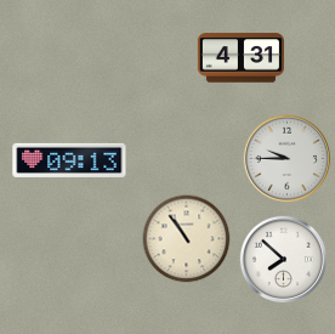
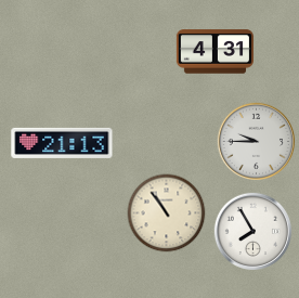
clock at (69, 160): 09:13 -> 21:13
clock at (283, 259): 7:52 -> 7:55
